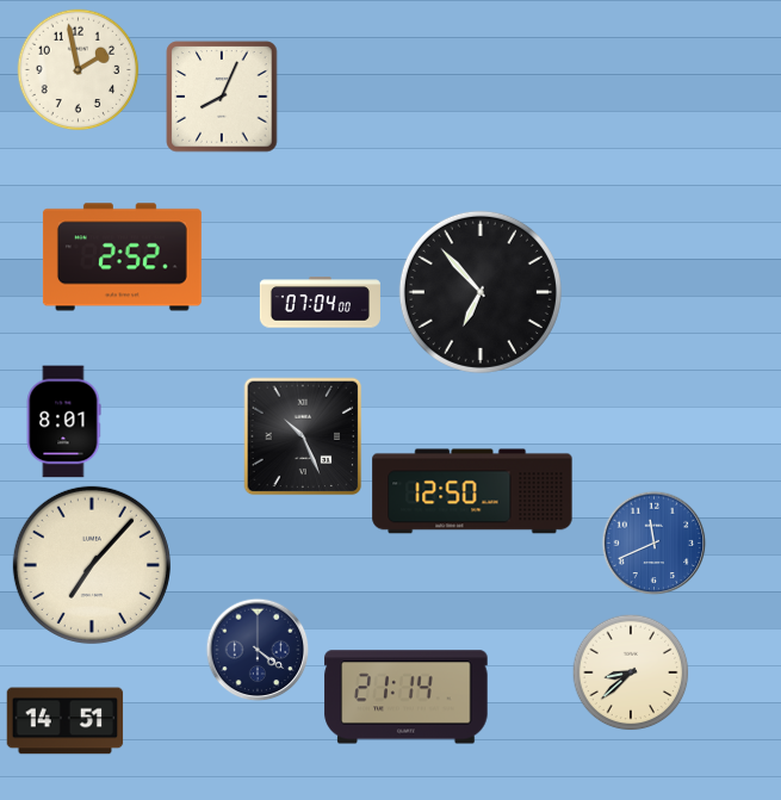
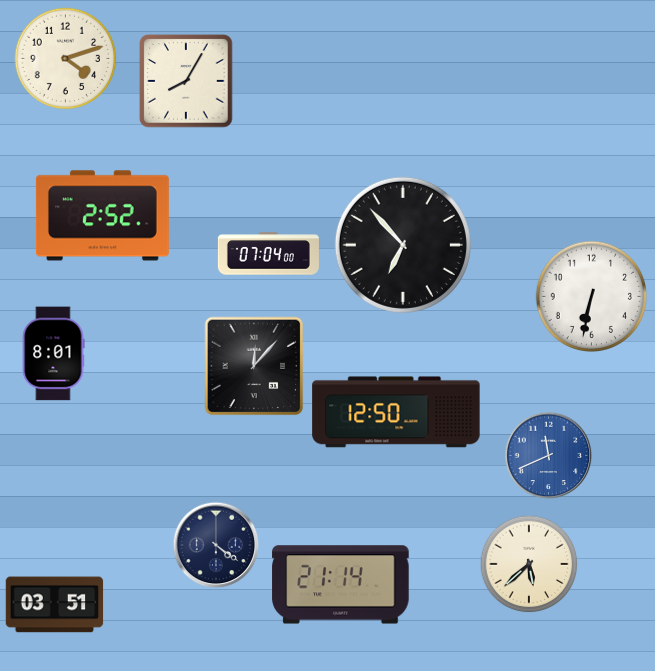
clock at (79, 70): 1:58 -> 4:12
clock at (222, 97): 8:04 -> 8:05
clock at (592, 297): none -> 6:32
clock at (303, 436): 10:26 -> 12:07
clock at (92, 565): 7:07 -> none
clock at (631, 672): 8:38 -> 5:38
clock at (66, 721): 14:51 -> 03:51
